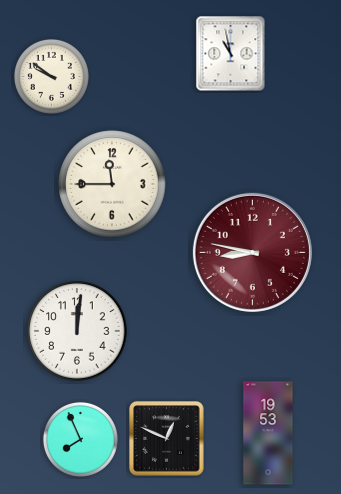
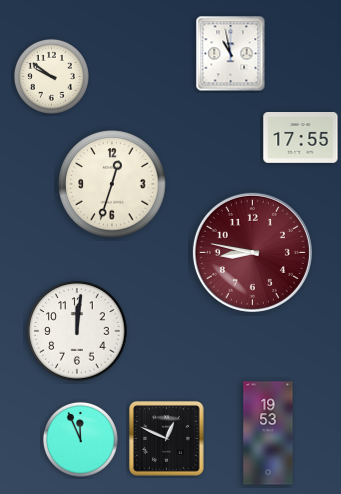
clock at (301, 138): none -> 17:55
clock at (112, 184): 11:45 -> 12:33
clock at (80, 439): 7:56 -> 11:56
